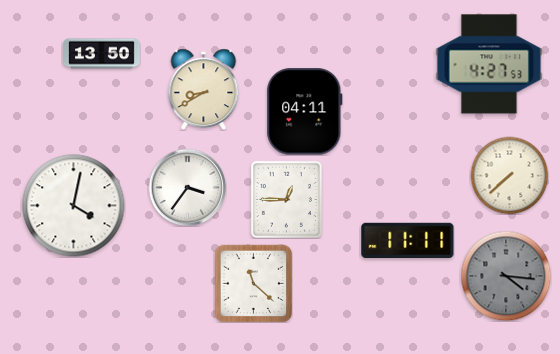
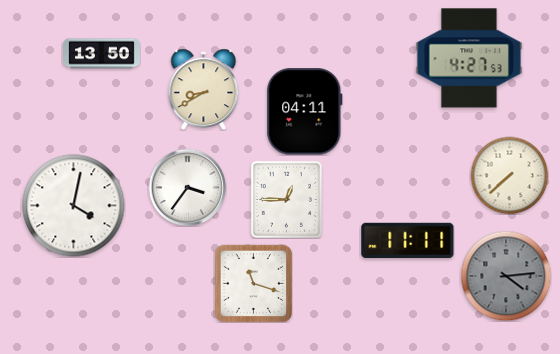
clock at (489, 64) position: (489, 64) -> (469, 58)
clock at (506, 276): 4:16 -> 4:14
clock at (253, 283): 11:22 -> 11:18
